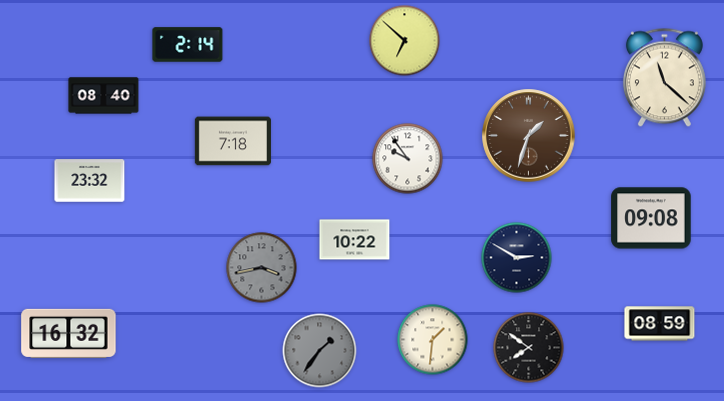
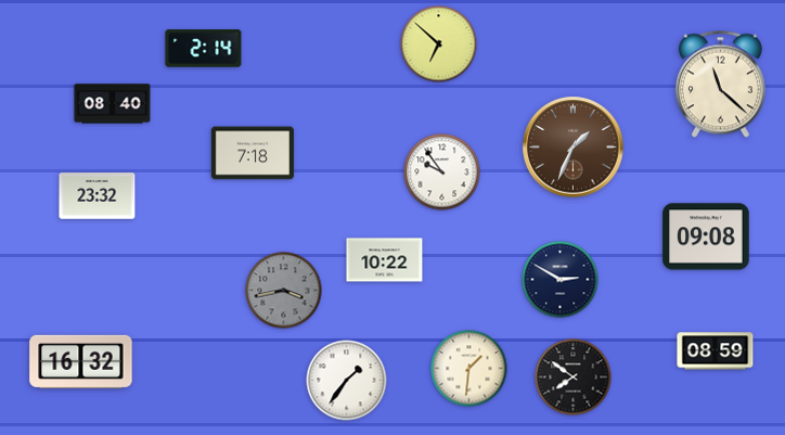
clock at (529, 136): 1:33 -> 1:34
clock at (69, 333) position: (69, 333) -> (81, 361)
clock at (320, 351) dial: grey -> white
